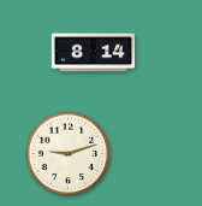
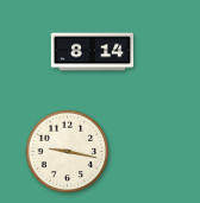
clock at (69, 154): 9:12 -> 9:17
